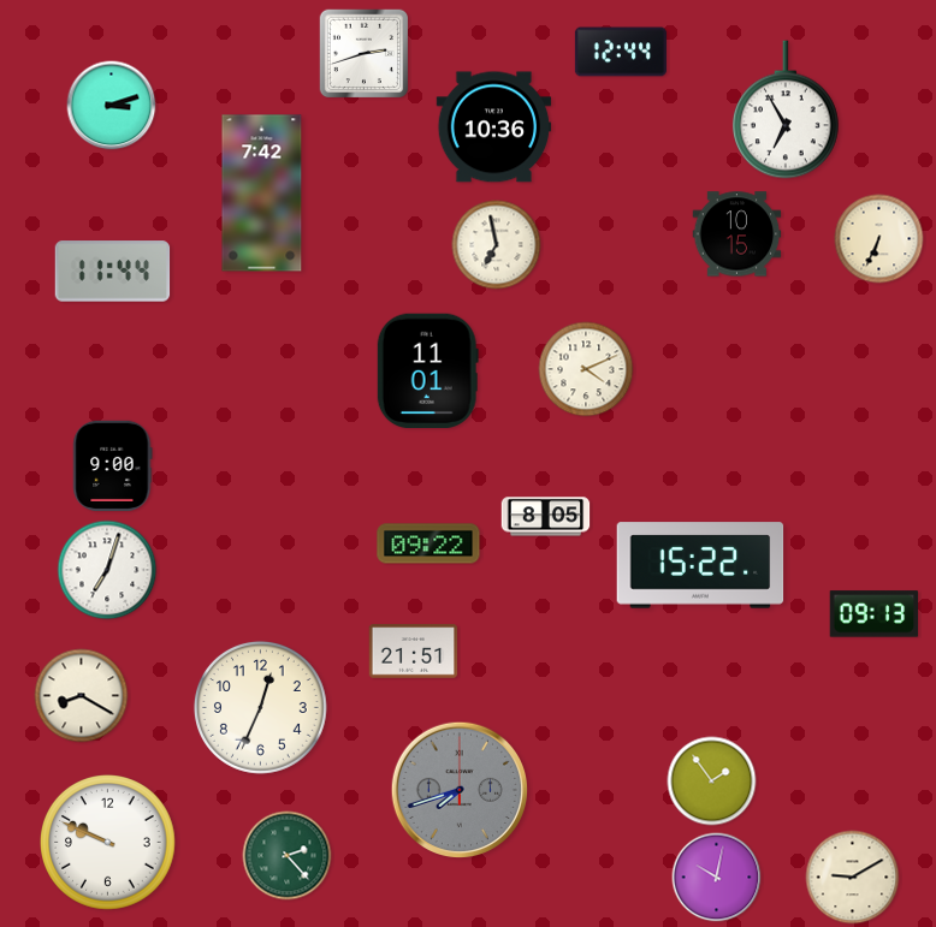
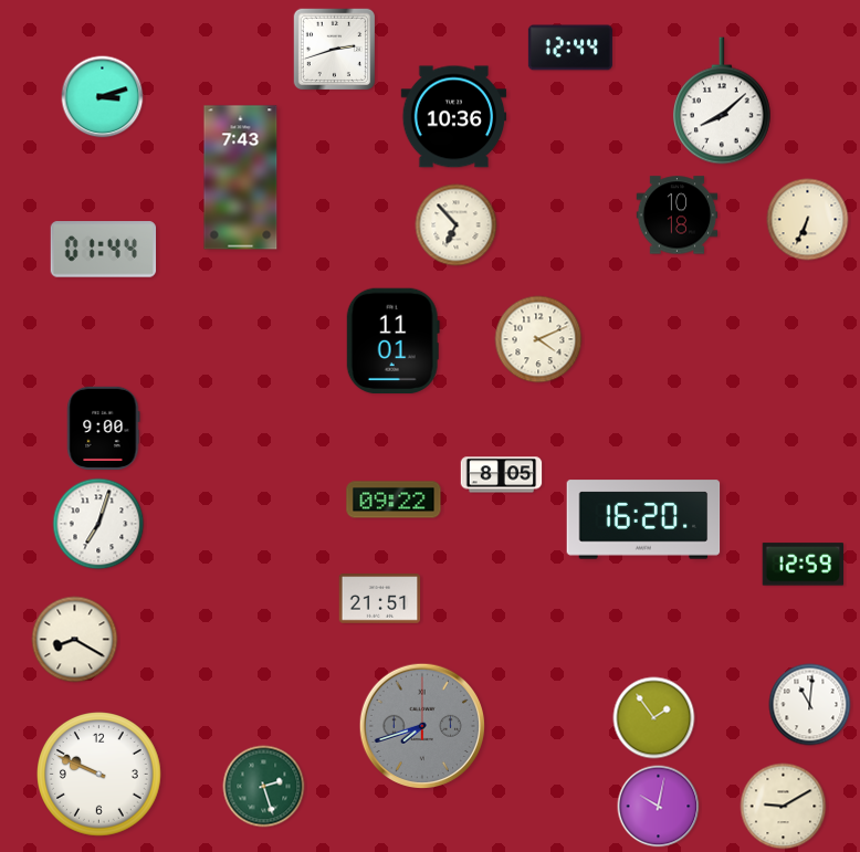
clock at (787, 109): 6:55 -> 8:08
clock at (262, 194): 7:42 -> 7:43
clock at (737, 234): 10:15 -> 10:18
clock at (497, 245): 6:58 -> 6:53
clock at (113, 272): 11:44 -> 01:44
clock at (700, 565): 15:22 -> 16:20
clock at (875, 614): 09:13 -> 12:59
clock at (260, 707): 12:34 -> none
clock at (810, 705): none -> 11:01
clock at (288, 856): 2:23 -> 2:27
